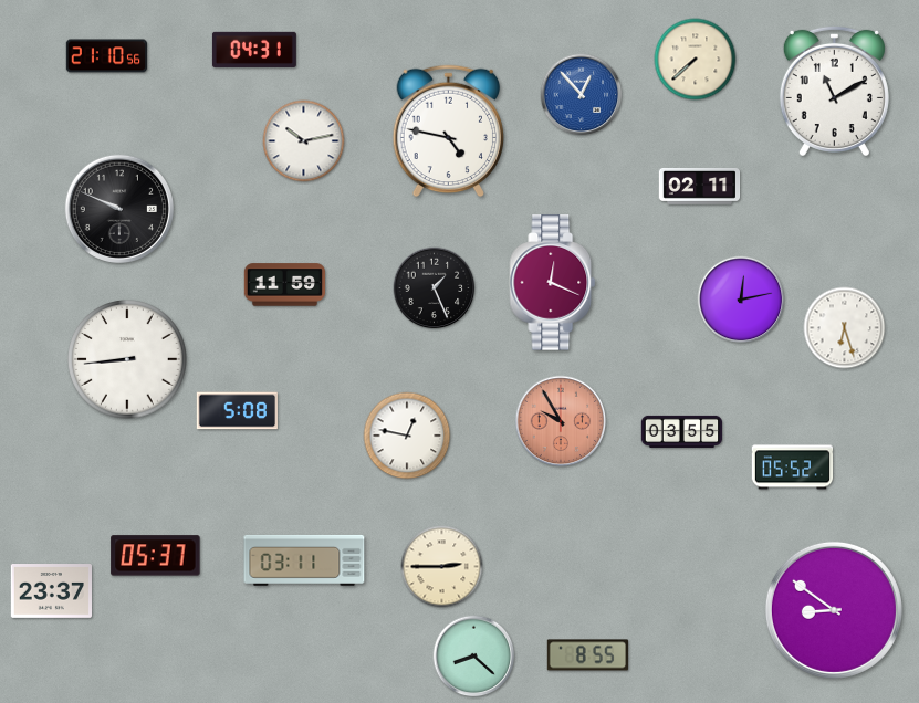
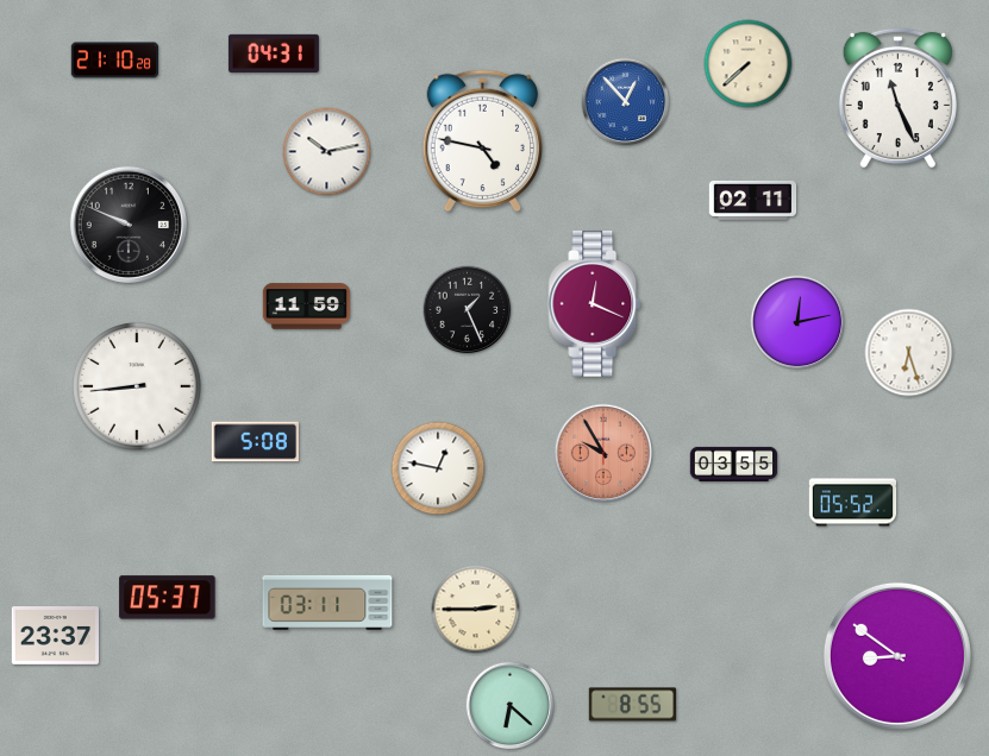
clock at (107, 56): 21:10:56 -> 21:10:28
clock at (834, 90): 11:10 -> 11:26
clock at (474, 657): 8:22 -> 6:22
